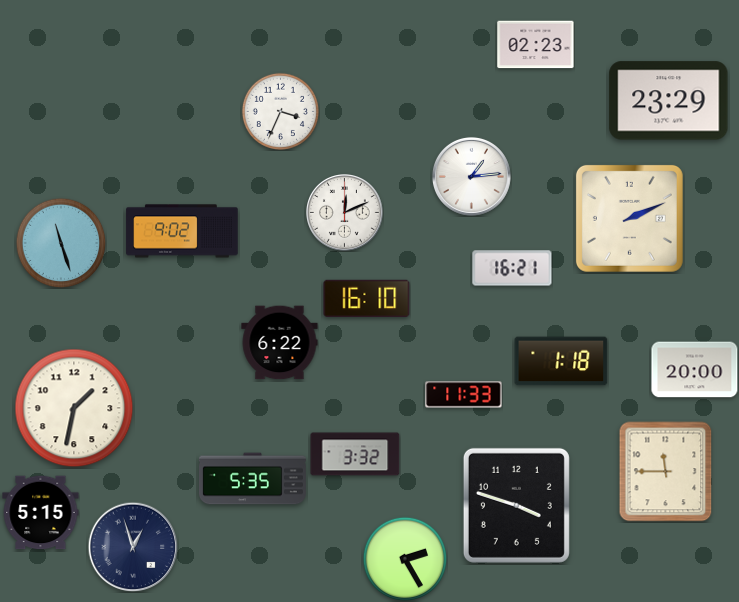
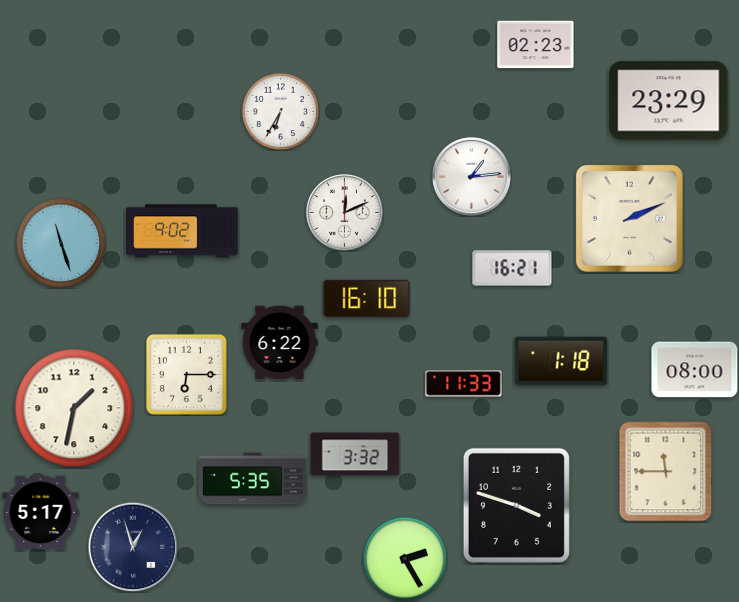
clock at (280, 111): 3:34 -> 6:35
clock at (695, 370): 20:00 -> 08:00
clock at (186, 374): none -> 6:15
clock at (464, 395) position: (464, 395) -> (464, 384)
clock at (41, 513): 5:15 -> 5:17
